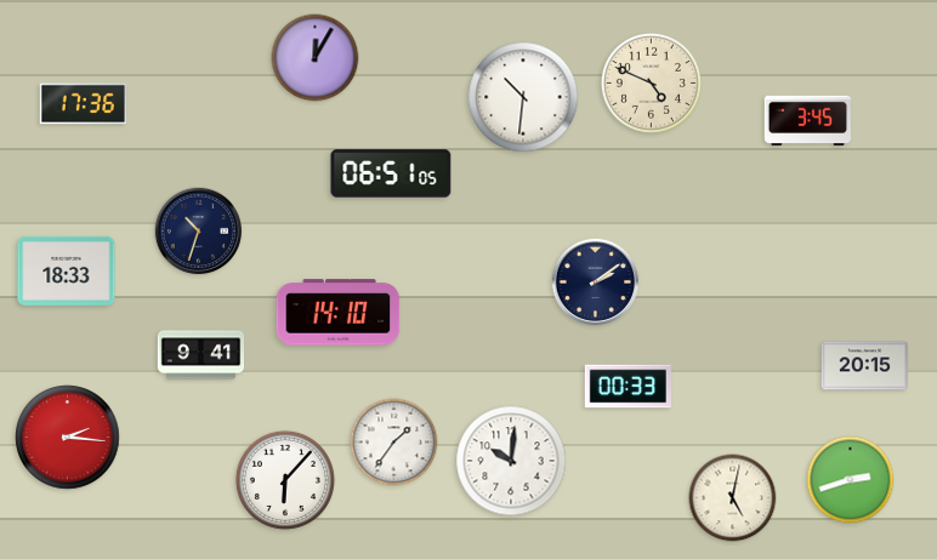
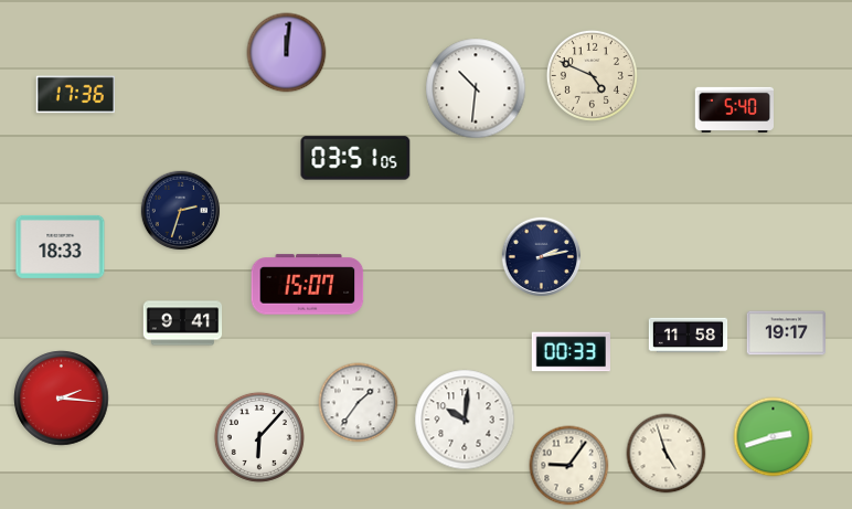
clock at (316, 58): 12:05 -> 12:01
clock at (807, 120): 3:45 -> 5:40
clock at (391, 173): 06:51 -> 03:51
clock at (199, 232): 10:33 -> 2:33
clock at (596, 283): 2:09 -> 2:13
clock at (339, 313): 14:10 -> 15:07
clock at (864, 366): 20:15 -> 19:17
clock at (689, 336): none -> 11:58
clock at (733, 498): 5:02 -> 4:57
clock at (569, 466): none -> 9:06
